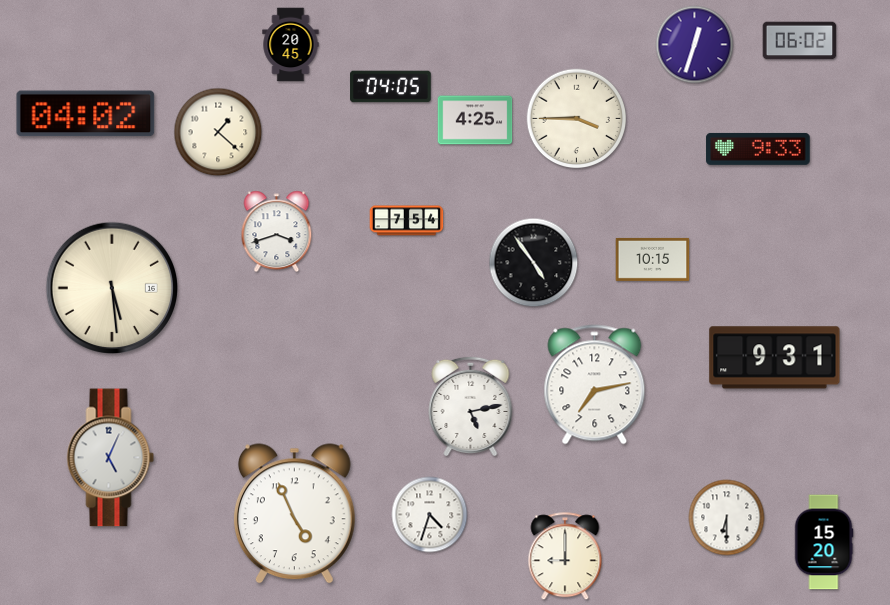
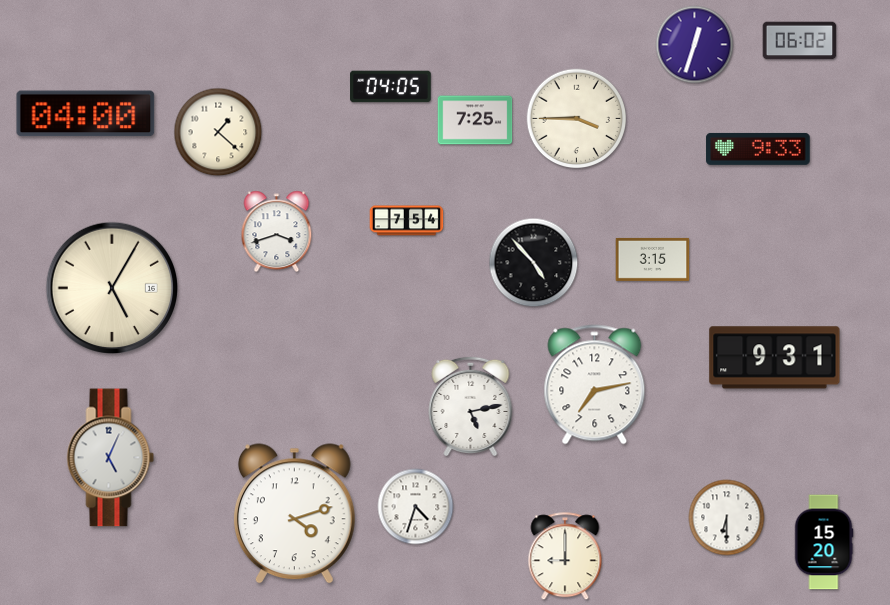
clock at (291, 45): 20:45 -> none
clock at (86, 114): 04:02 -> 04:00
clock at (475, 120): 4:25 -> 7:25
clock at (653, 259): 10:15 -> 3:15
clock at (534, 263): 4:54 -> 4:53
clock at (112, 288): 5:29 -> 5:05
clock at (294, 514): 4:56 -> 4:12
clock at (430, 515) position: (430, 515) -> (416, 507)
